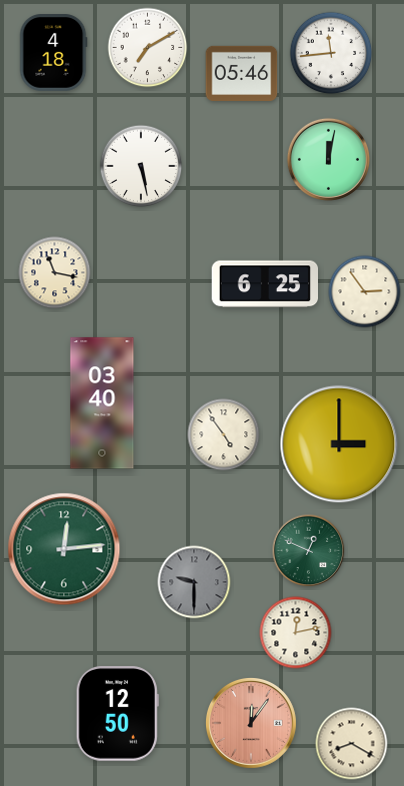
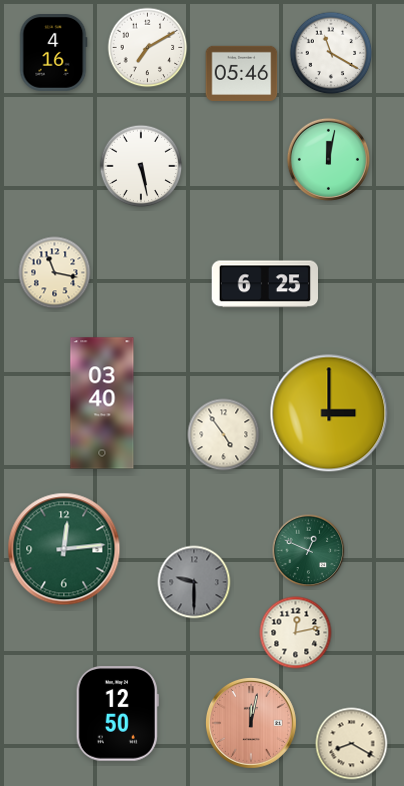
clock at (53, 53): 4:18 -> 4:16
clock at (331, 53): 11:44 -> 11:20
clock at (365, 292): 2:54 -> none
clock at (339, 444) position: (339, 444) -> (329, 413)
clock at (251, 723): 12:06 -> 12:02
